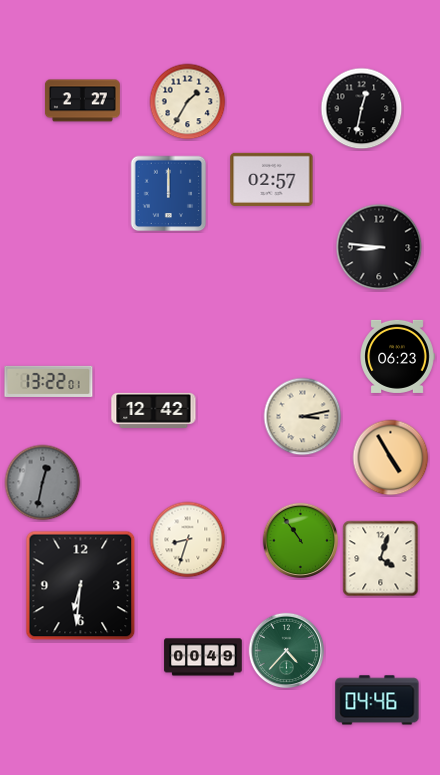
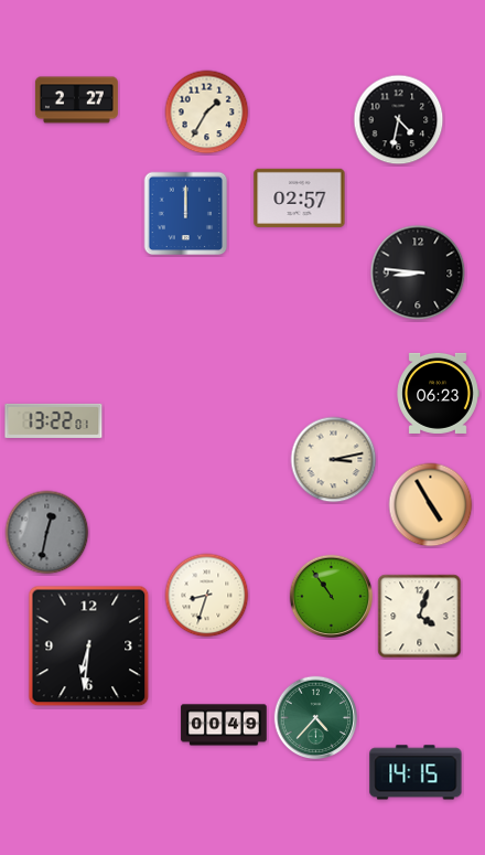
clock at (82, 101) position: (82, 101) -> (76, 100)
clock at (362, 109): 12:32 -> 4:32
clock at (154, 410): 12:42 -> none
clock at (377, 700): 04:46 -> 14:15
